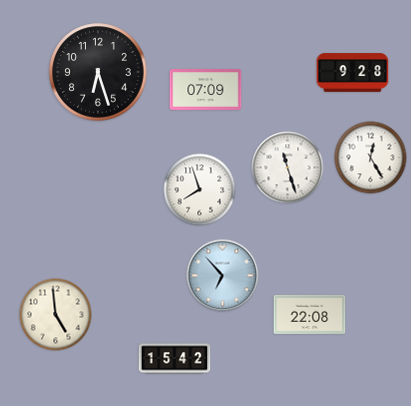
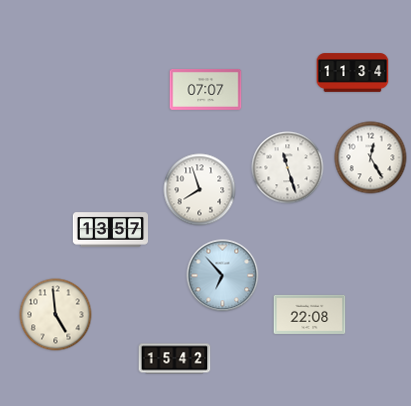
clock at (98, 72): 6:27 -> none
clock at (353, 73): 9:28 -> 11:34
clock at (206, 90): 07:09 -> 07:07
clock at (110, 230): none -> 13:57
